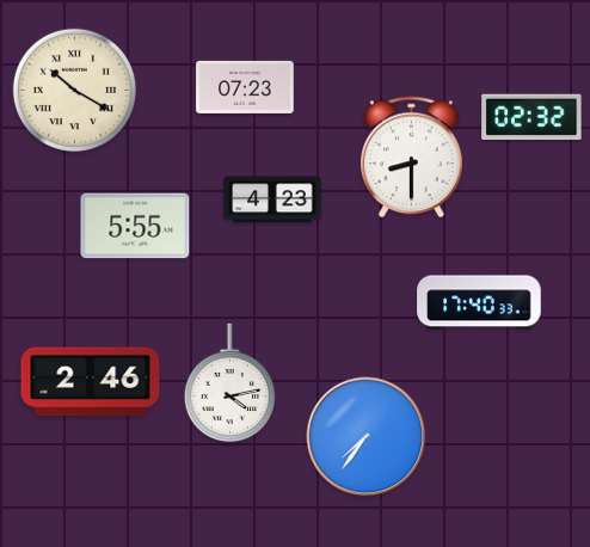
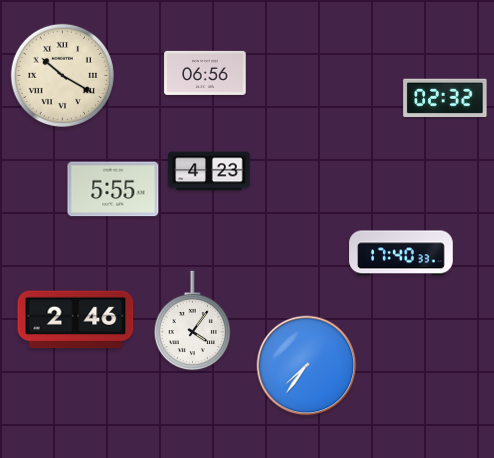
clock at (245, 87): 07:23 -> 06:56
clock at (412, 158): 8:30 -> none
clock at (272, 199) position: (272, 199) -> (209, 171)
clock at (229, 383): 4:13 -> 4:06
